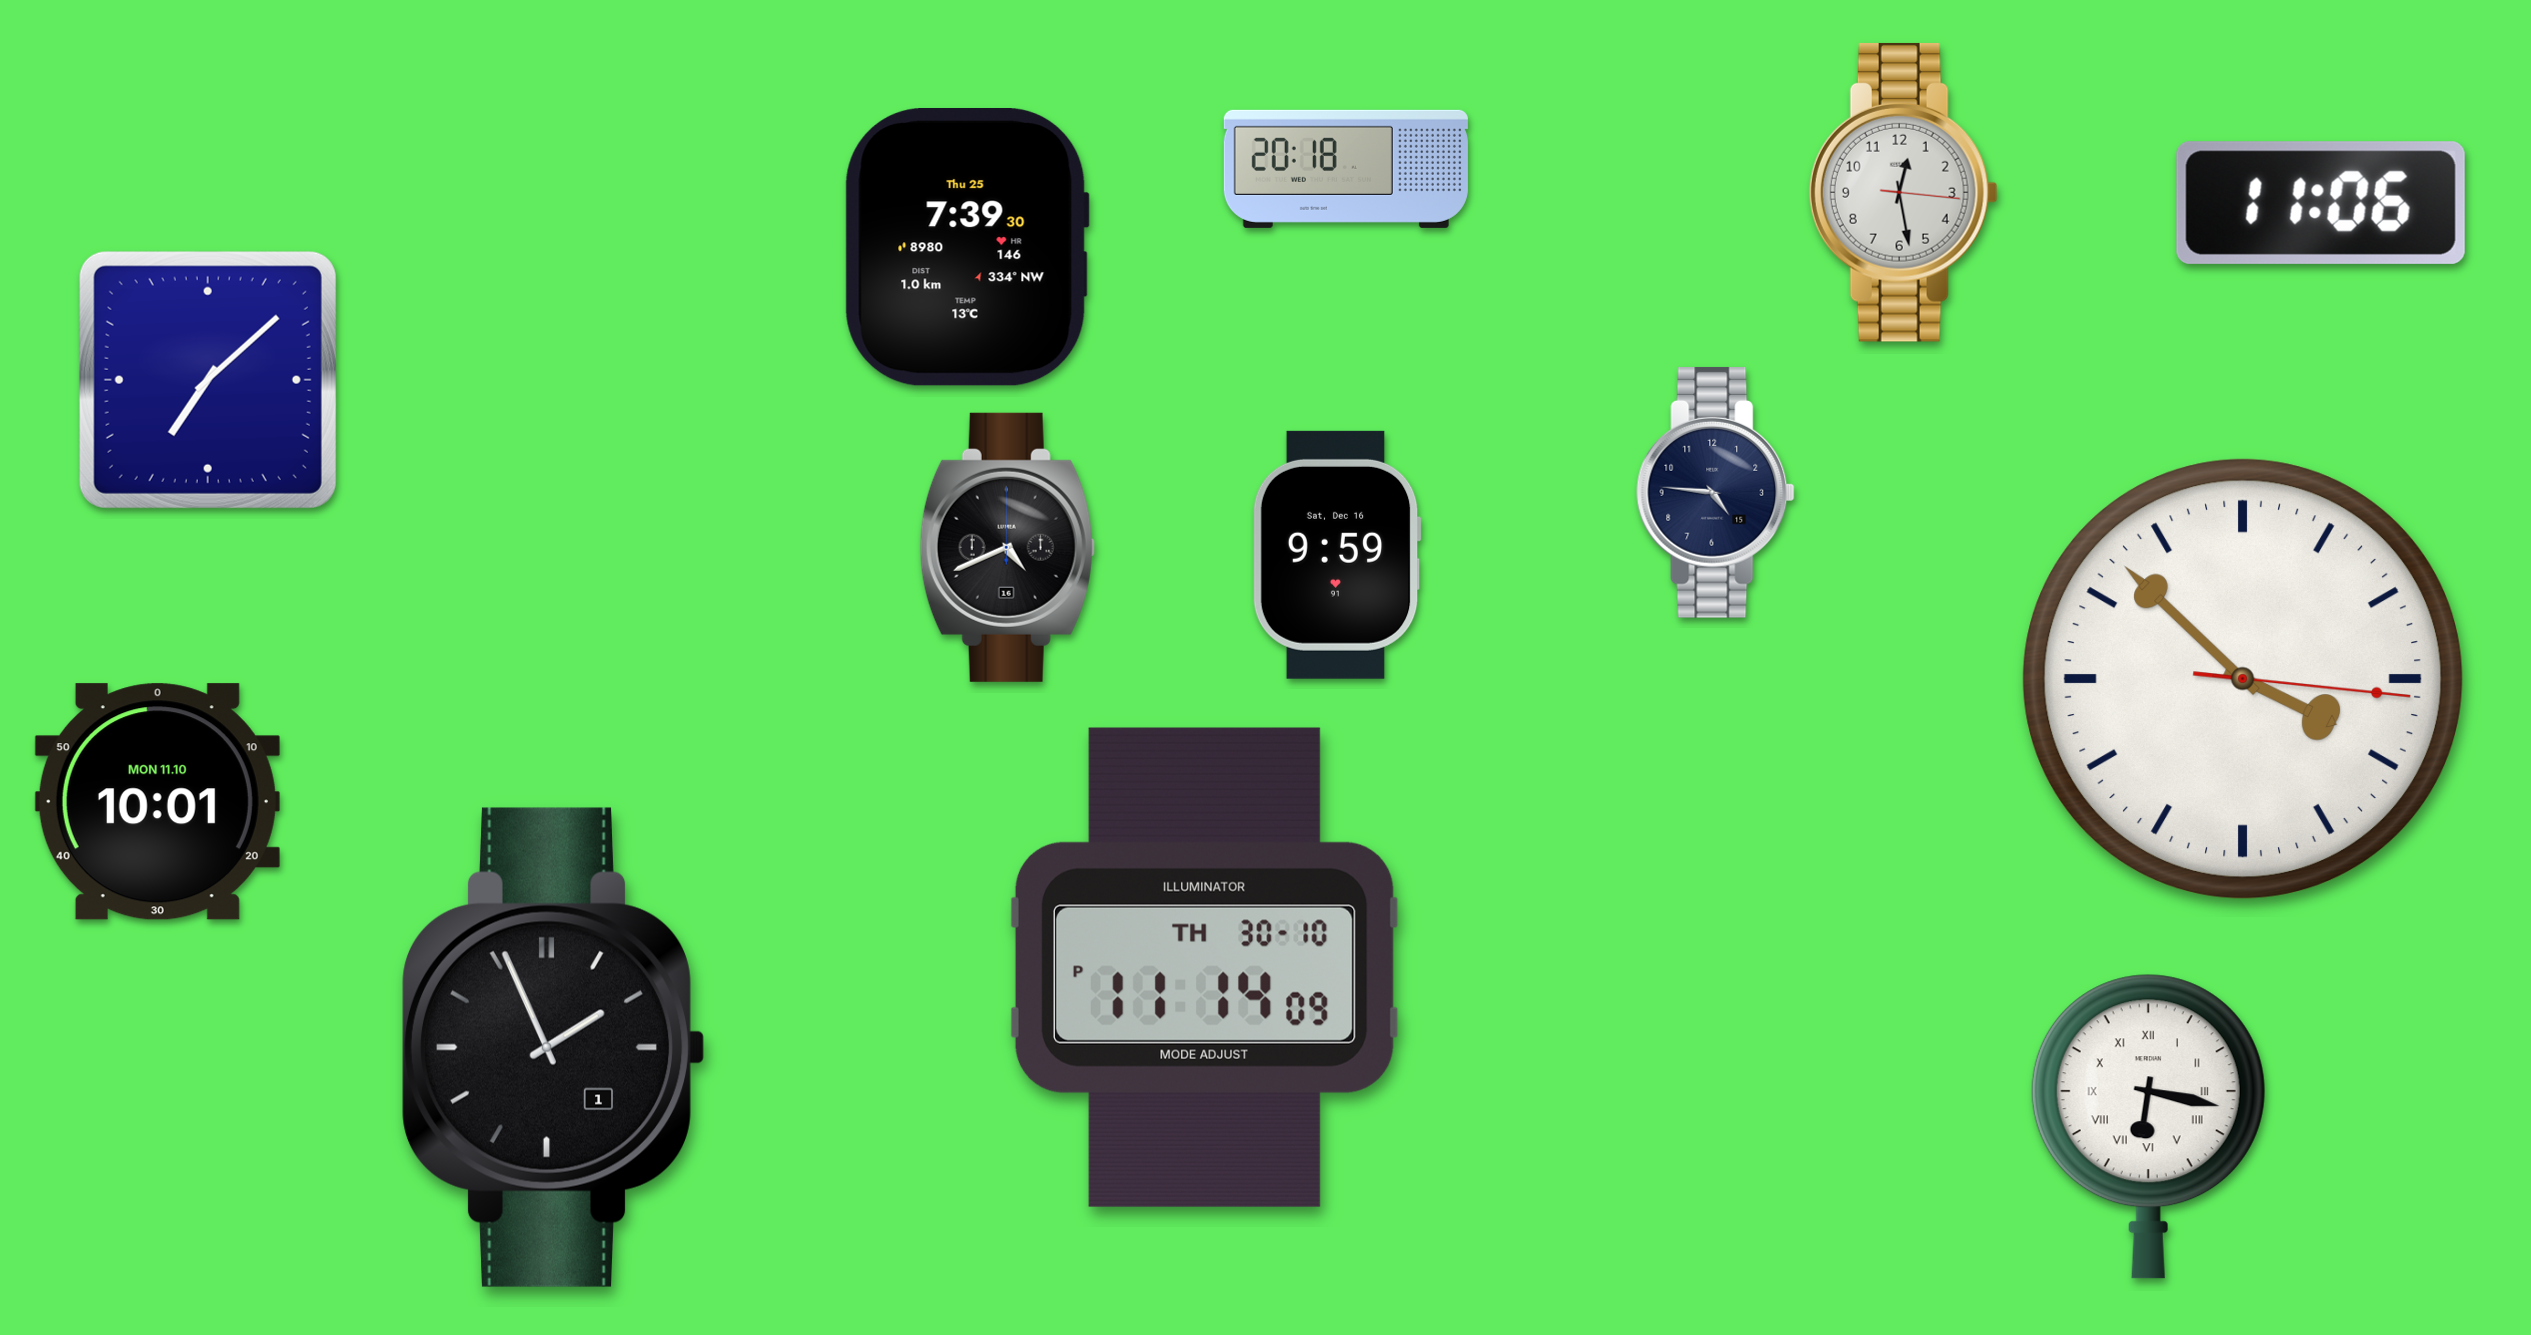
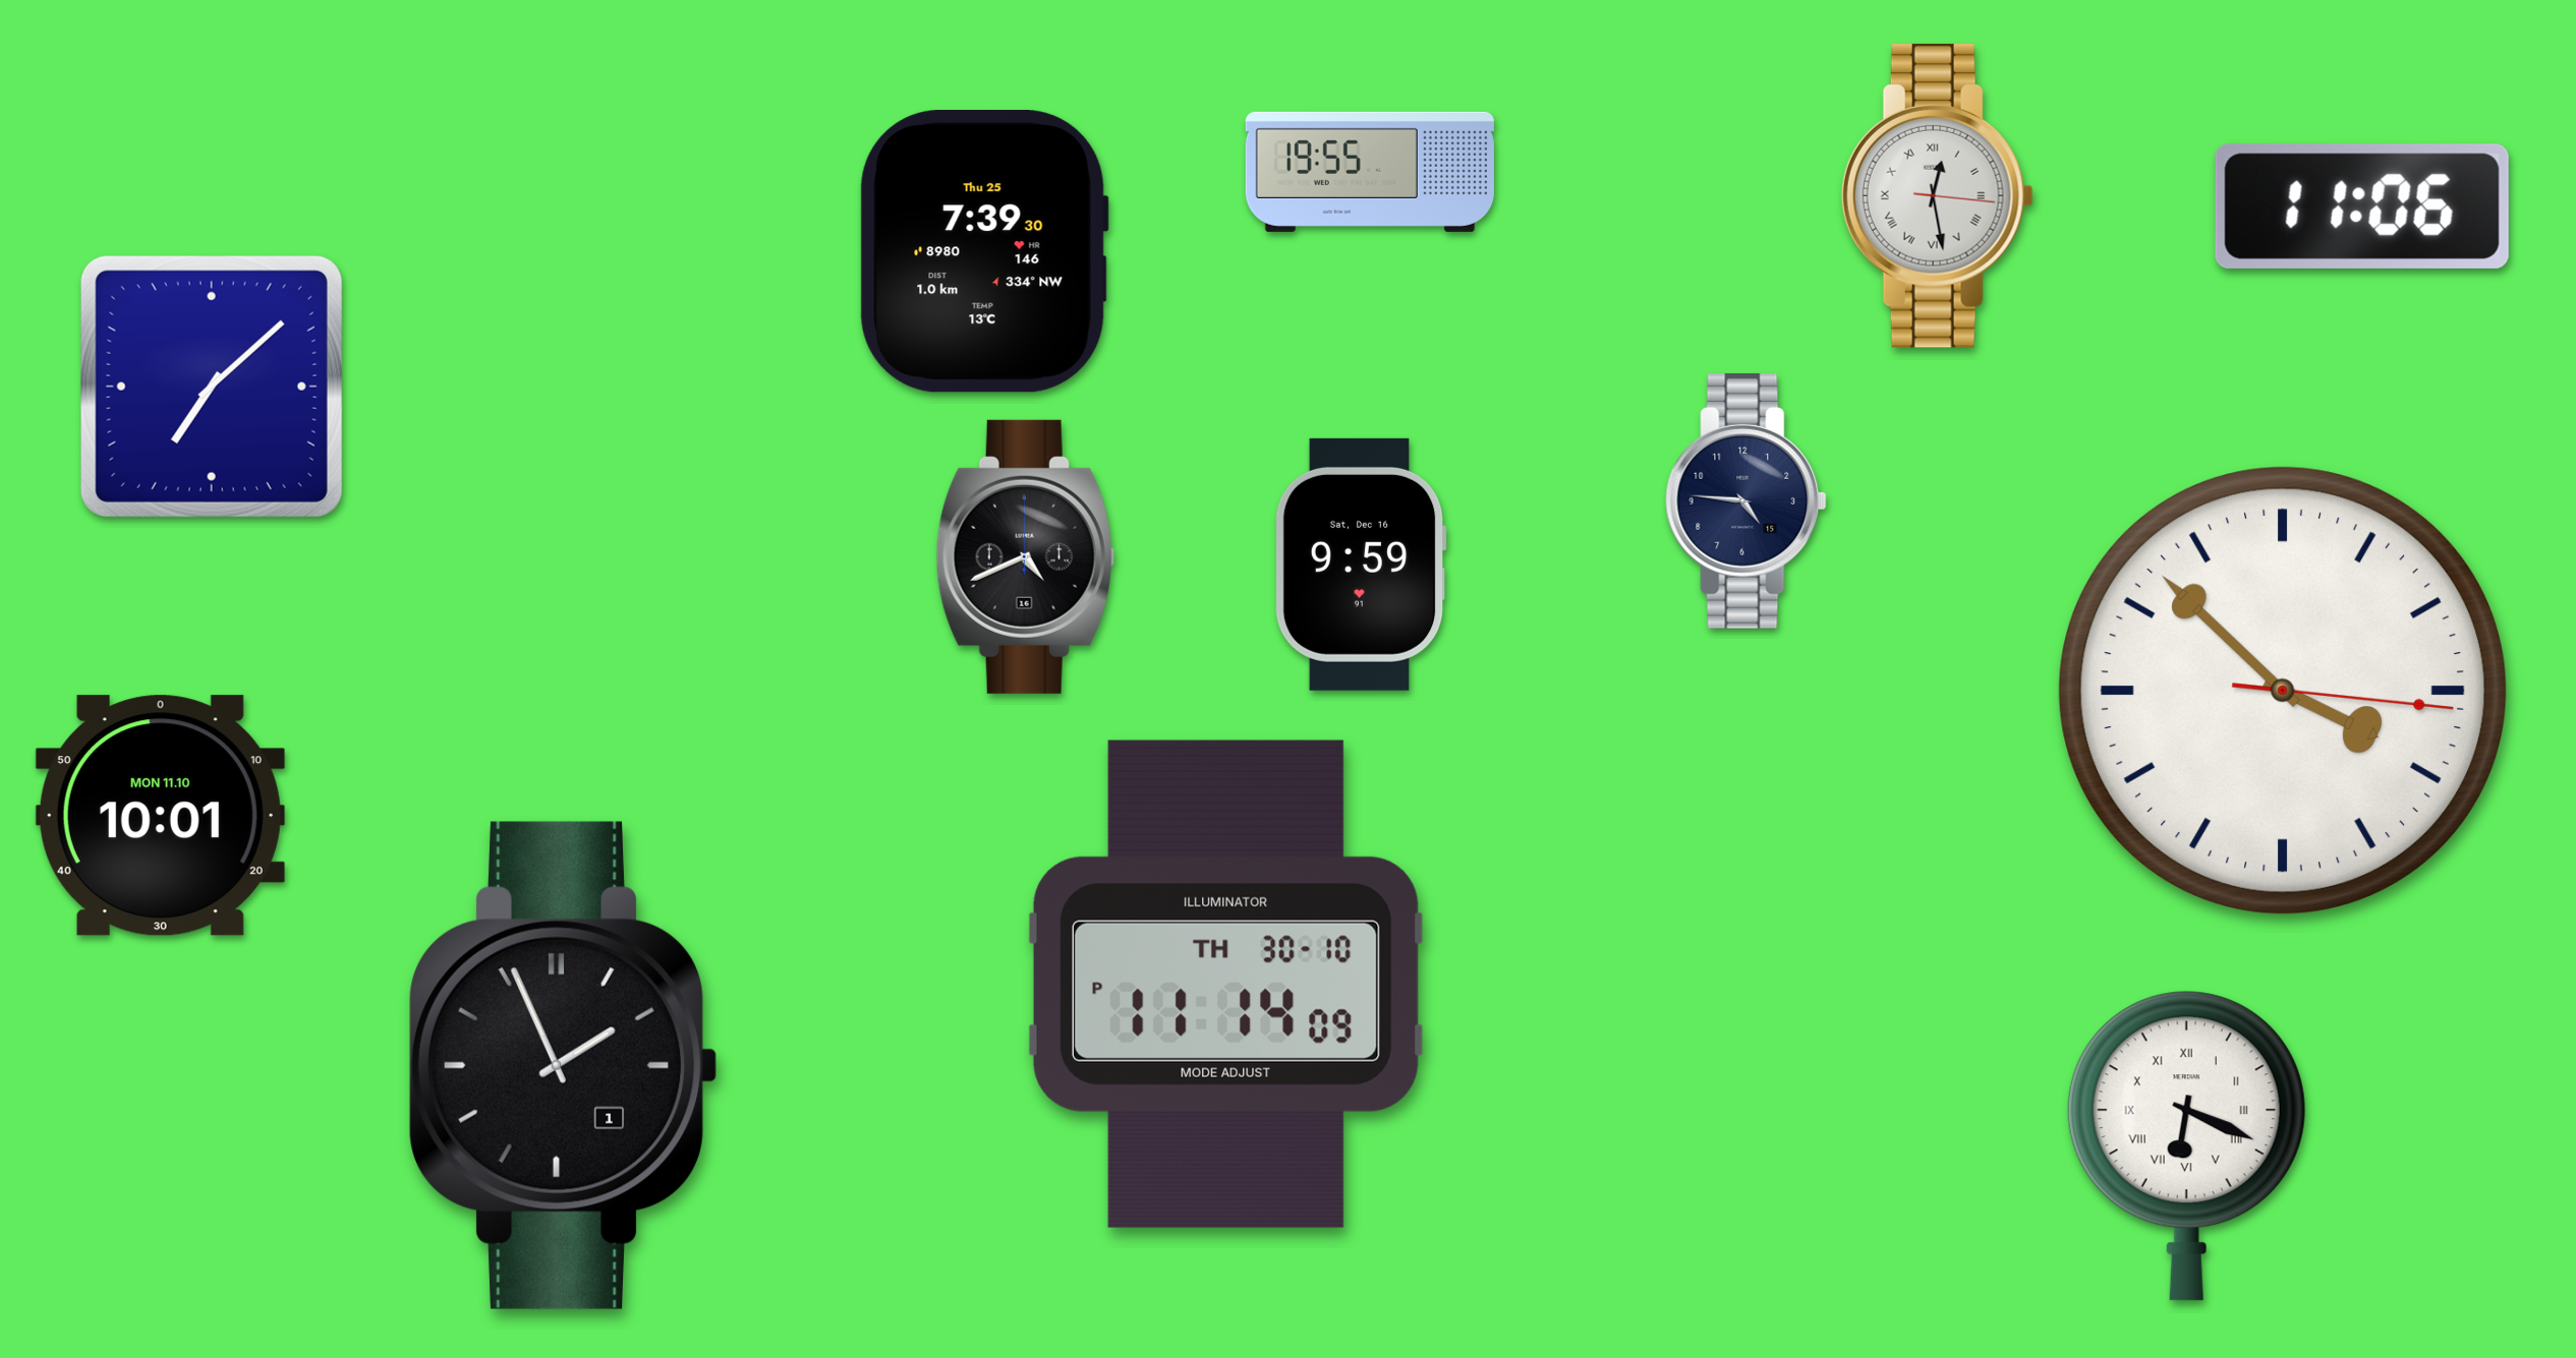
clock at (1346, 169): 20:18 -> 19:55
clock at (1903, 192) numerals: Arabic -> Roman
clock at (2148, 1126): 6:17 -> 6:19
